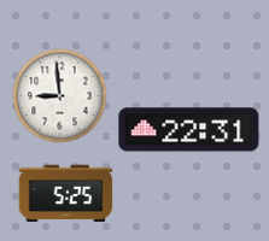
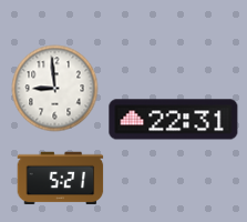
clock at (65, 194): 5:25 -> 5:21
